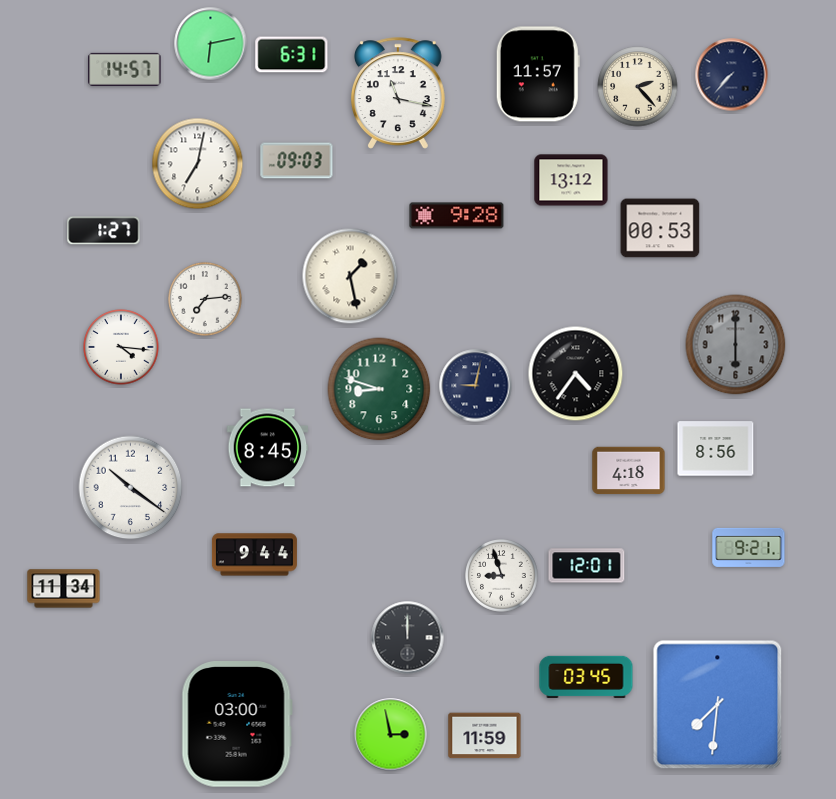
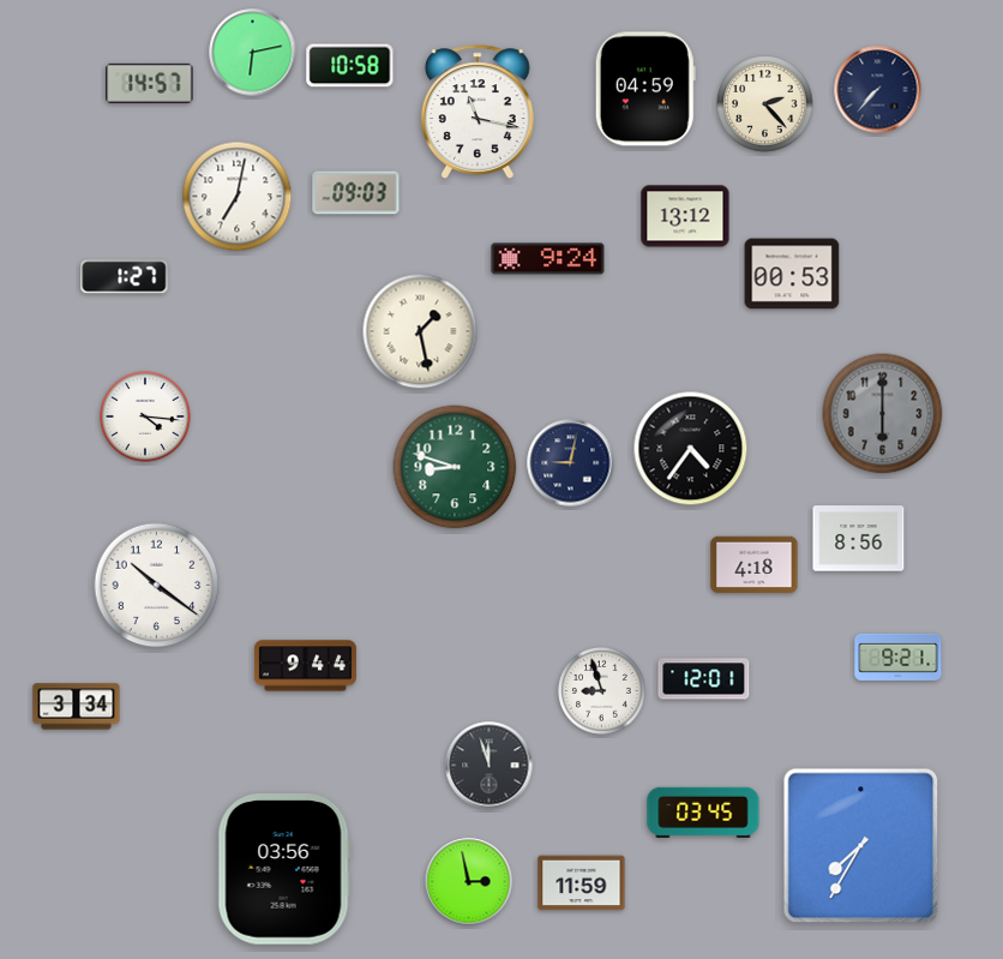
clock at (292, 55): 6:31 -> 10:58
clock at (538, 74): 11:57 -> 04:59
clock at (457, 216): 9:28 -> 9:24
clock at (205, 299): 7:14 -> none
clock at (268, 448): 8:45 -> none
clock at (64, 589): 11:34 -> 3:34
clock at (408, 638): 12:00 -> 11:57
clock at (718, 705): 7:31 -> 7:35
clock at (237, 725): 03:00 -> 03:56
